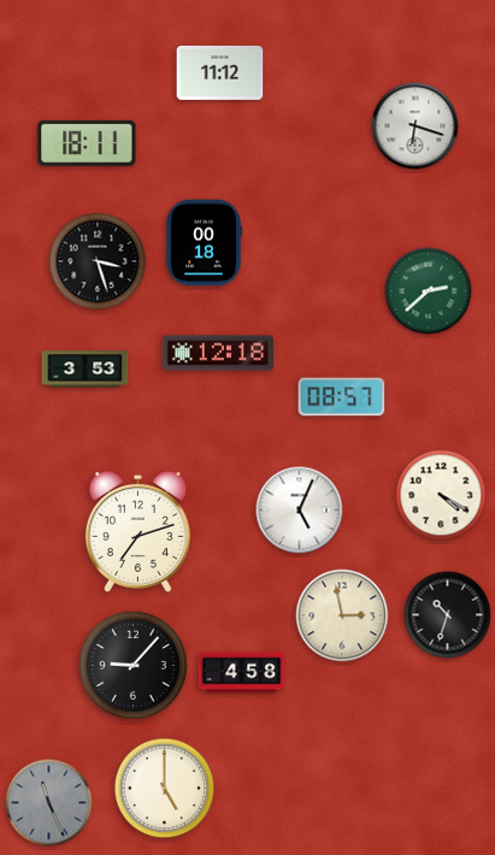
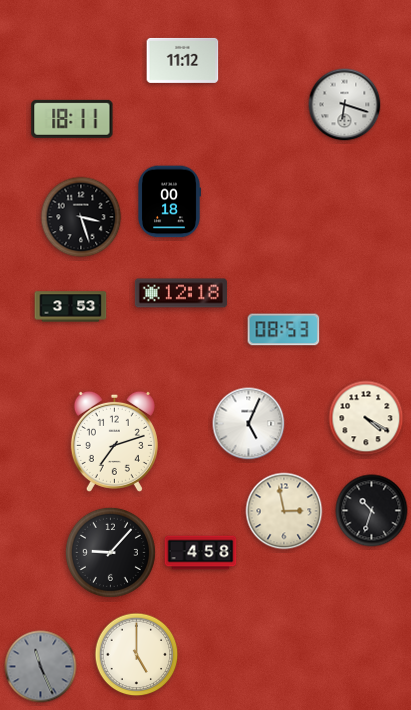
clock at (429, 291): 2:38 -> none
clock at (342, 397): 08:57 -> 08:53
clock at (441, 495) position: (441, 495) -> (366, 418)
clock at (242, 673) position: (242, 673) -> (201, 553)
